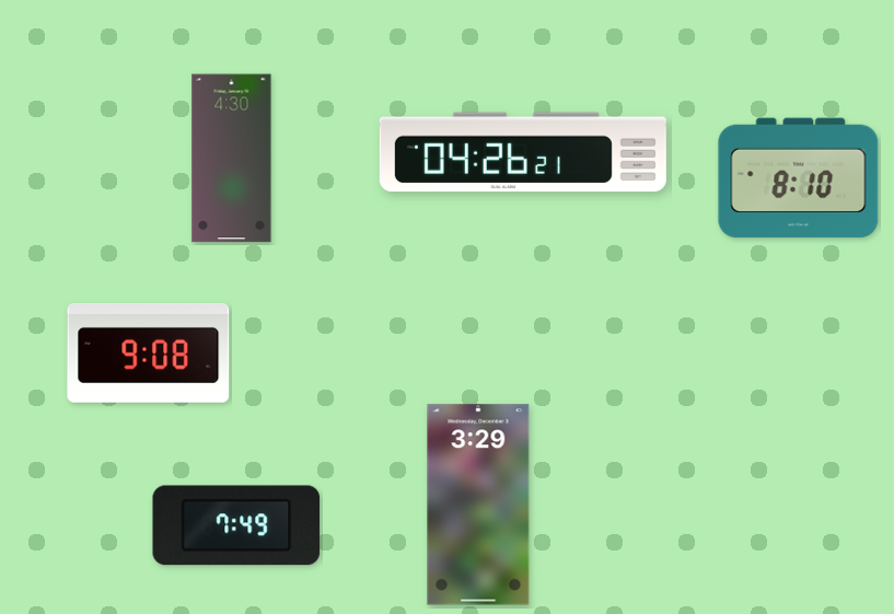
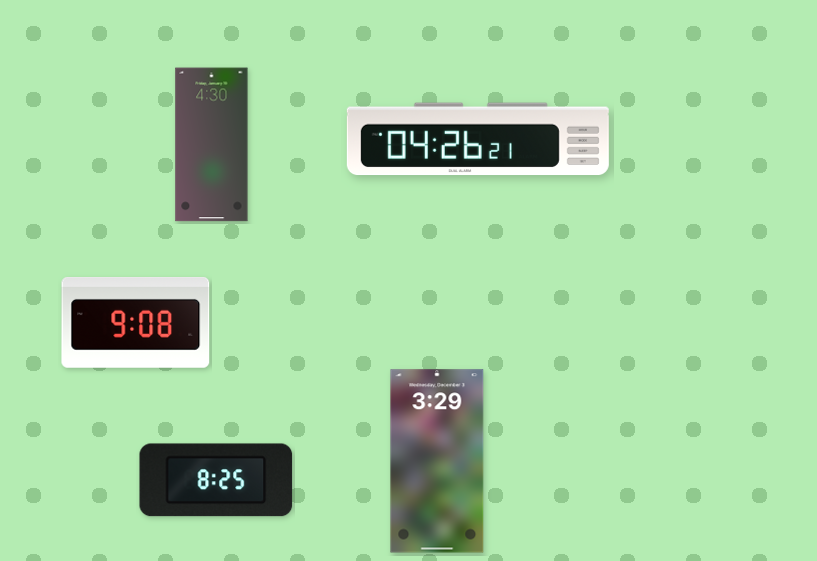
clock at (799, 178): 8:10 -> none
clock at (236, 525): 7:49 -> 8:25
